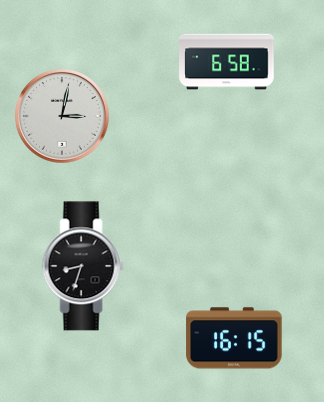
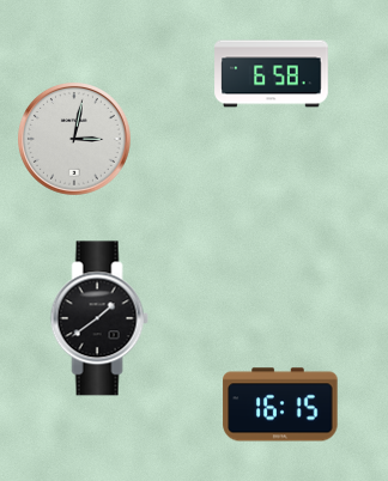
clock at (83, 266): 8:33 -> 1:39
